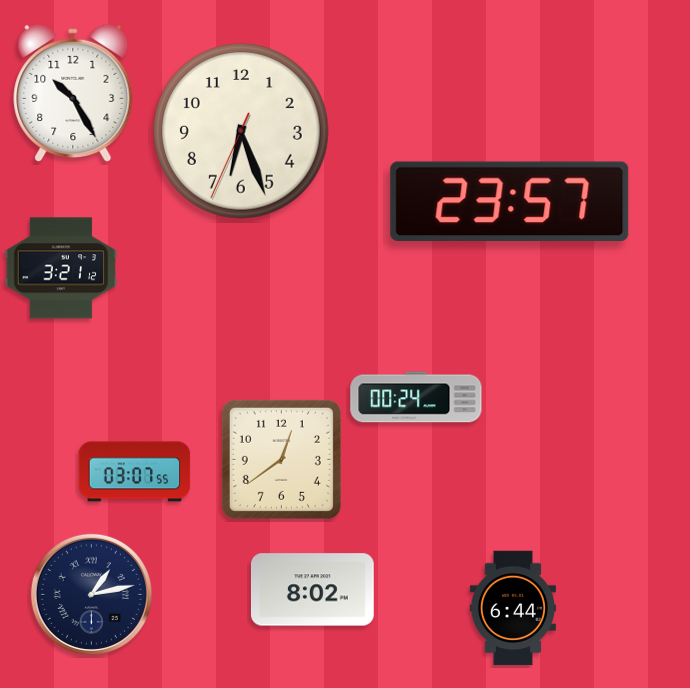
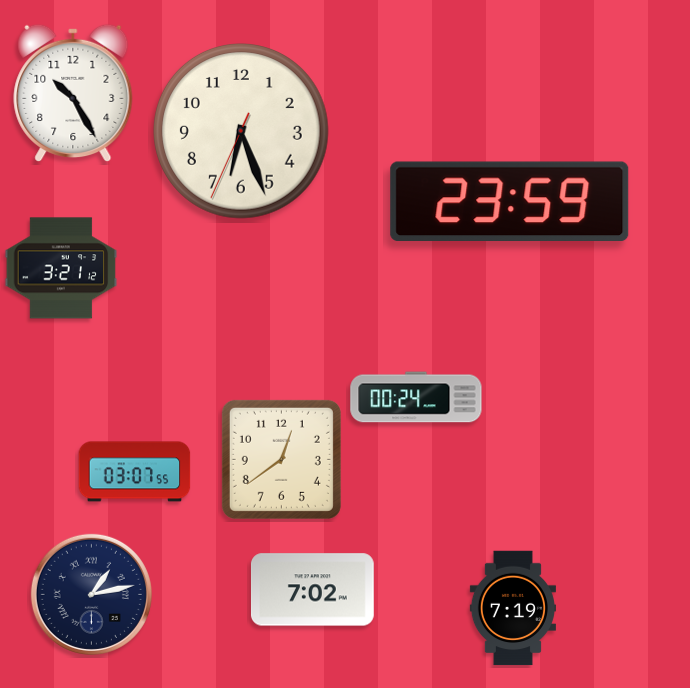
clock at (510, 201): 23:57 -> 23:59
clock at (312, 590): 8:02 -> 7:02
clock at (513, 608): 6:44 -> 7:19
